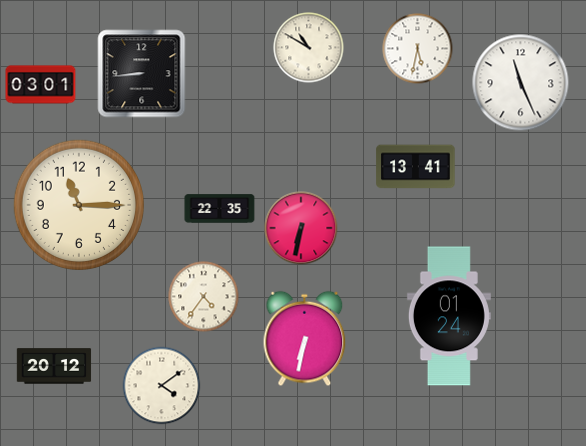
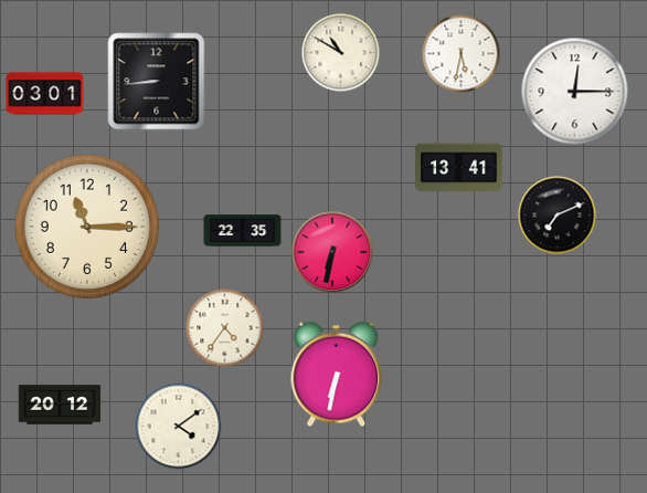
clock at (521, 83): 11:26 -> 12:15
clock at (416, 167) position: (416, 167) -> (459, 168)
clock at (558, 216): none -> 7:11
clock at (449, 316): 01:24 -> none
